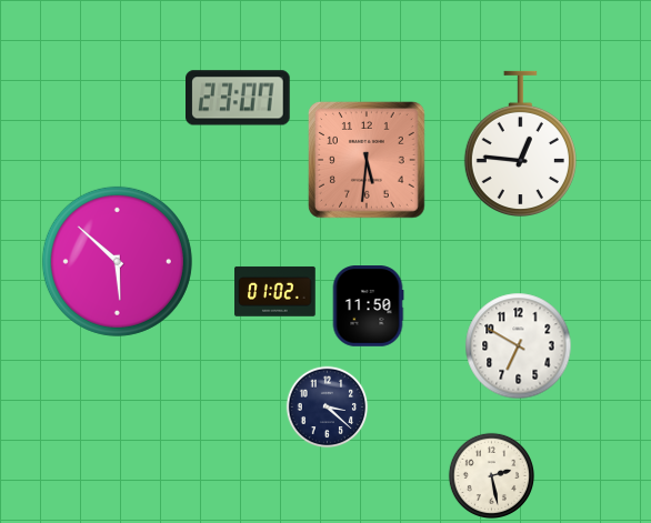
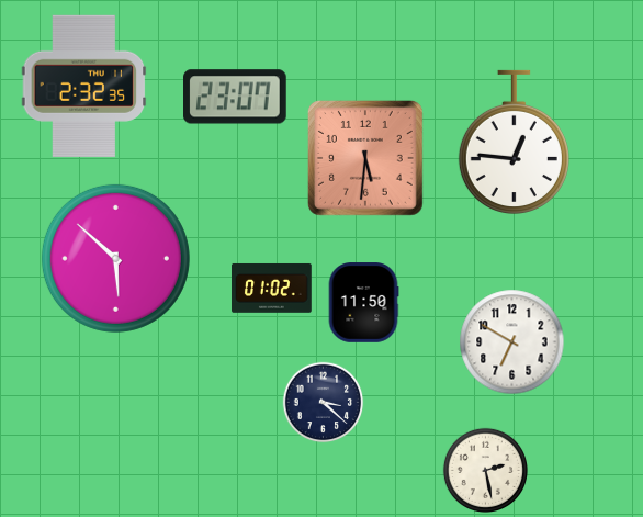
clock at (84, 86): none -> 2:32
clock at (367, 160) position: (367, 160) -> (365, 158)
